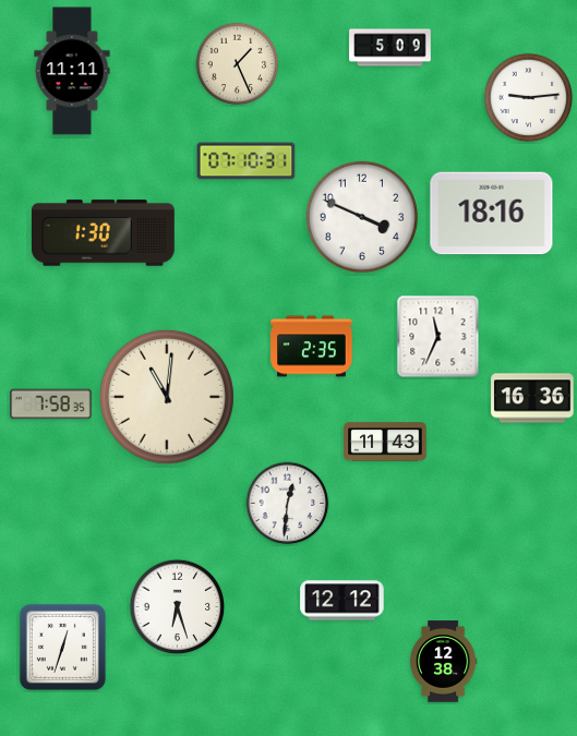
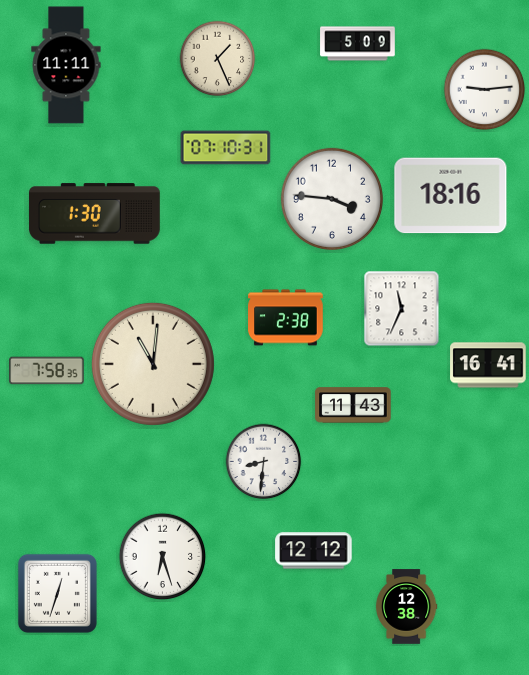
clock at (362, 217): 3:49 -> 3:46
clock at (312, 347): 2:35 -> 2:38
clock at (532, 398): 16:36 -> 16:41
clock at (288, 504): 12:31 -> 8:31
